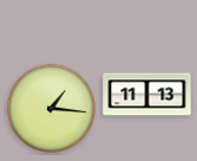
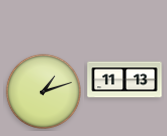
clock at (51, 108): 1:16 -> 1:12
